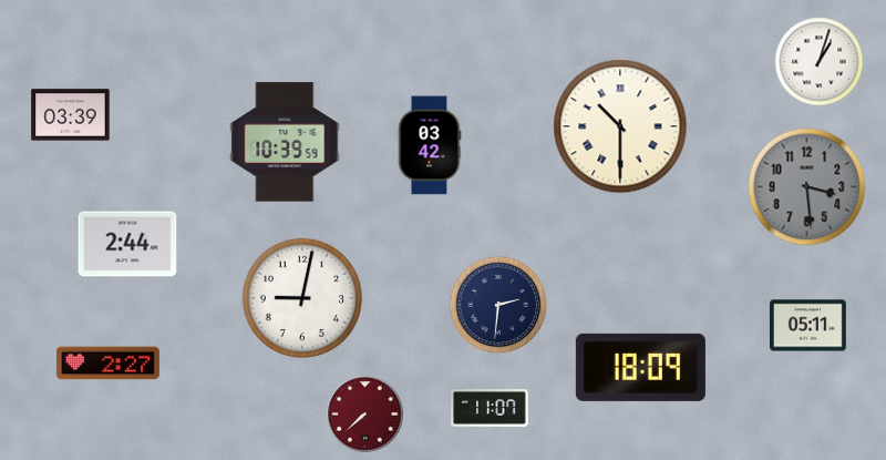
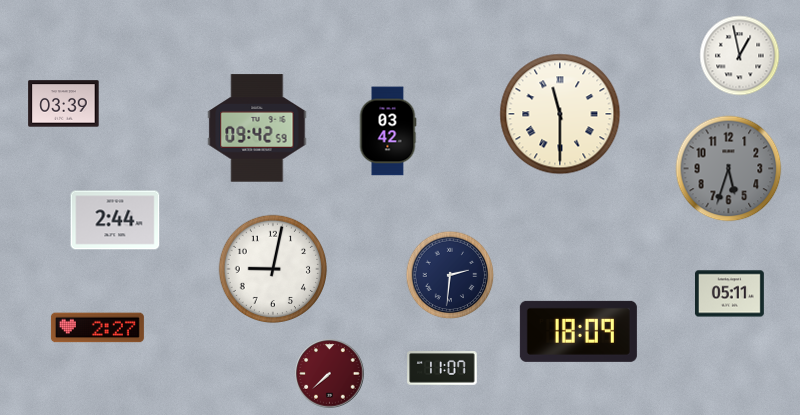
clock at (820, 62): 1:03 -> 12:58
clock at (620, 126): 10:30 -> 11:30
clock at (285, 142): 10:39 -> 09:42
clock at (807, 187): 3:29 -> 5:33
